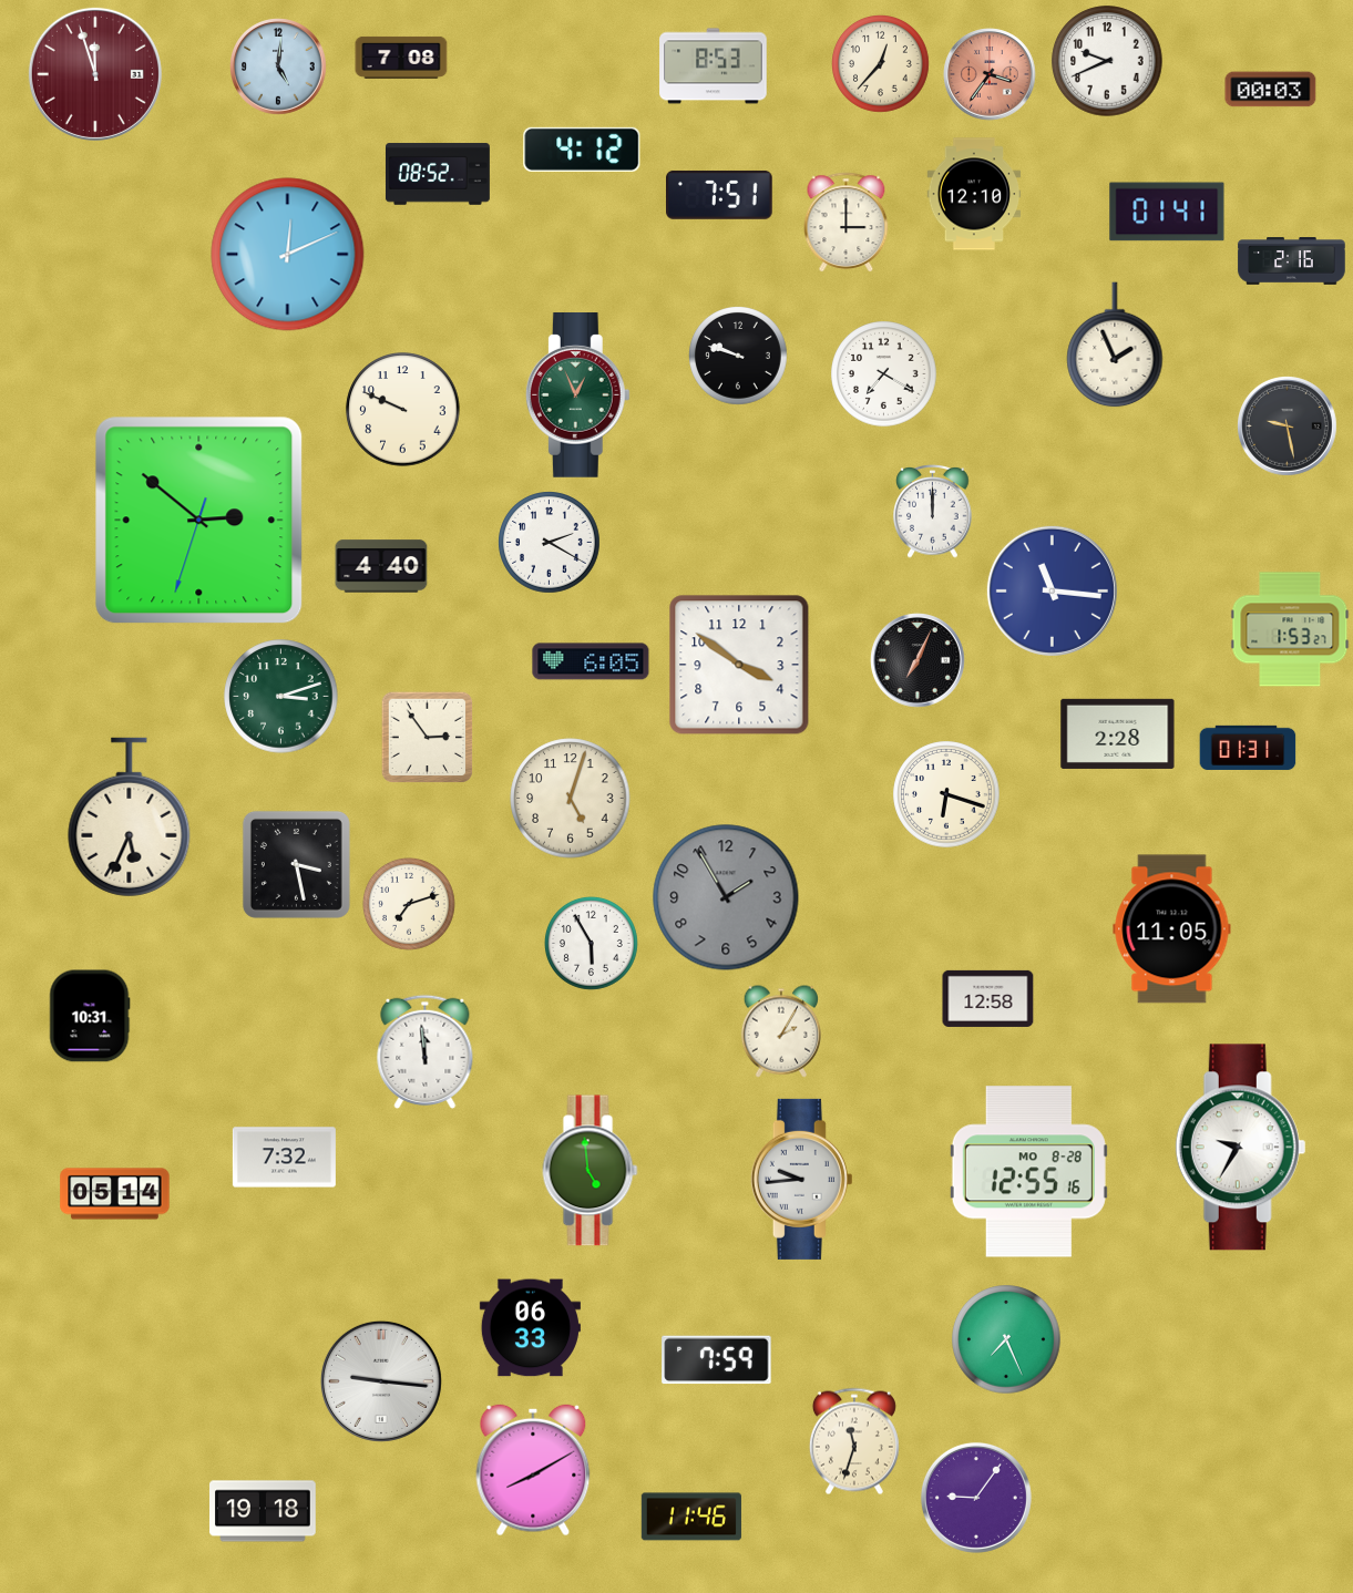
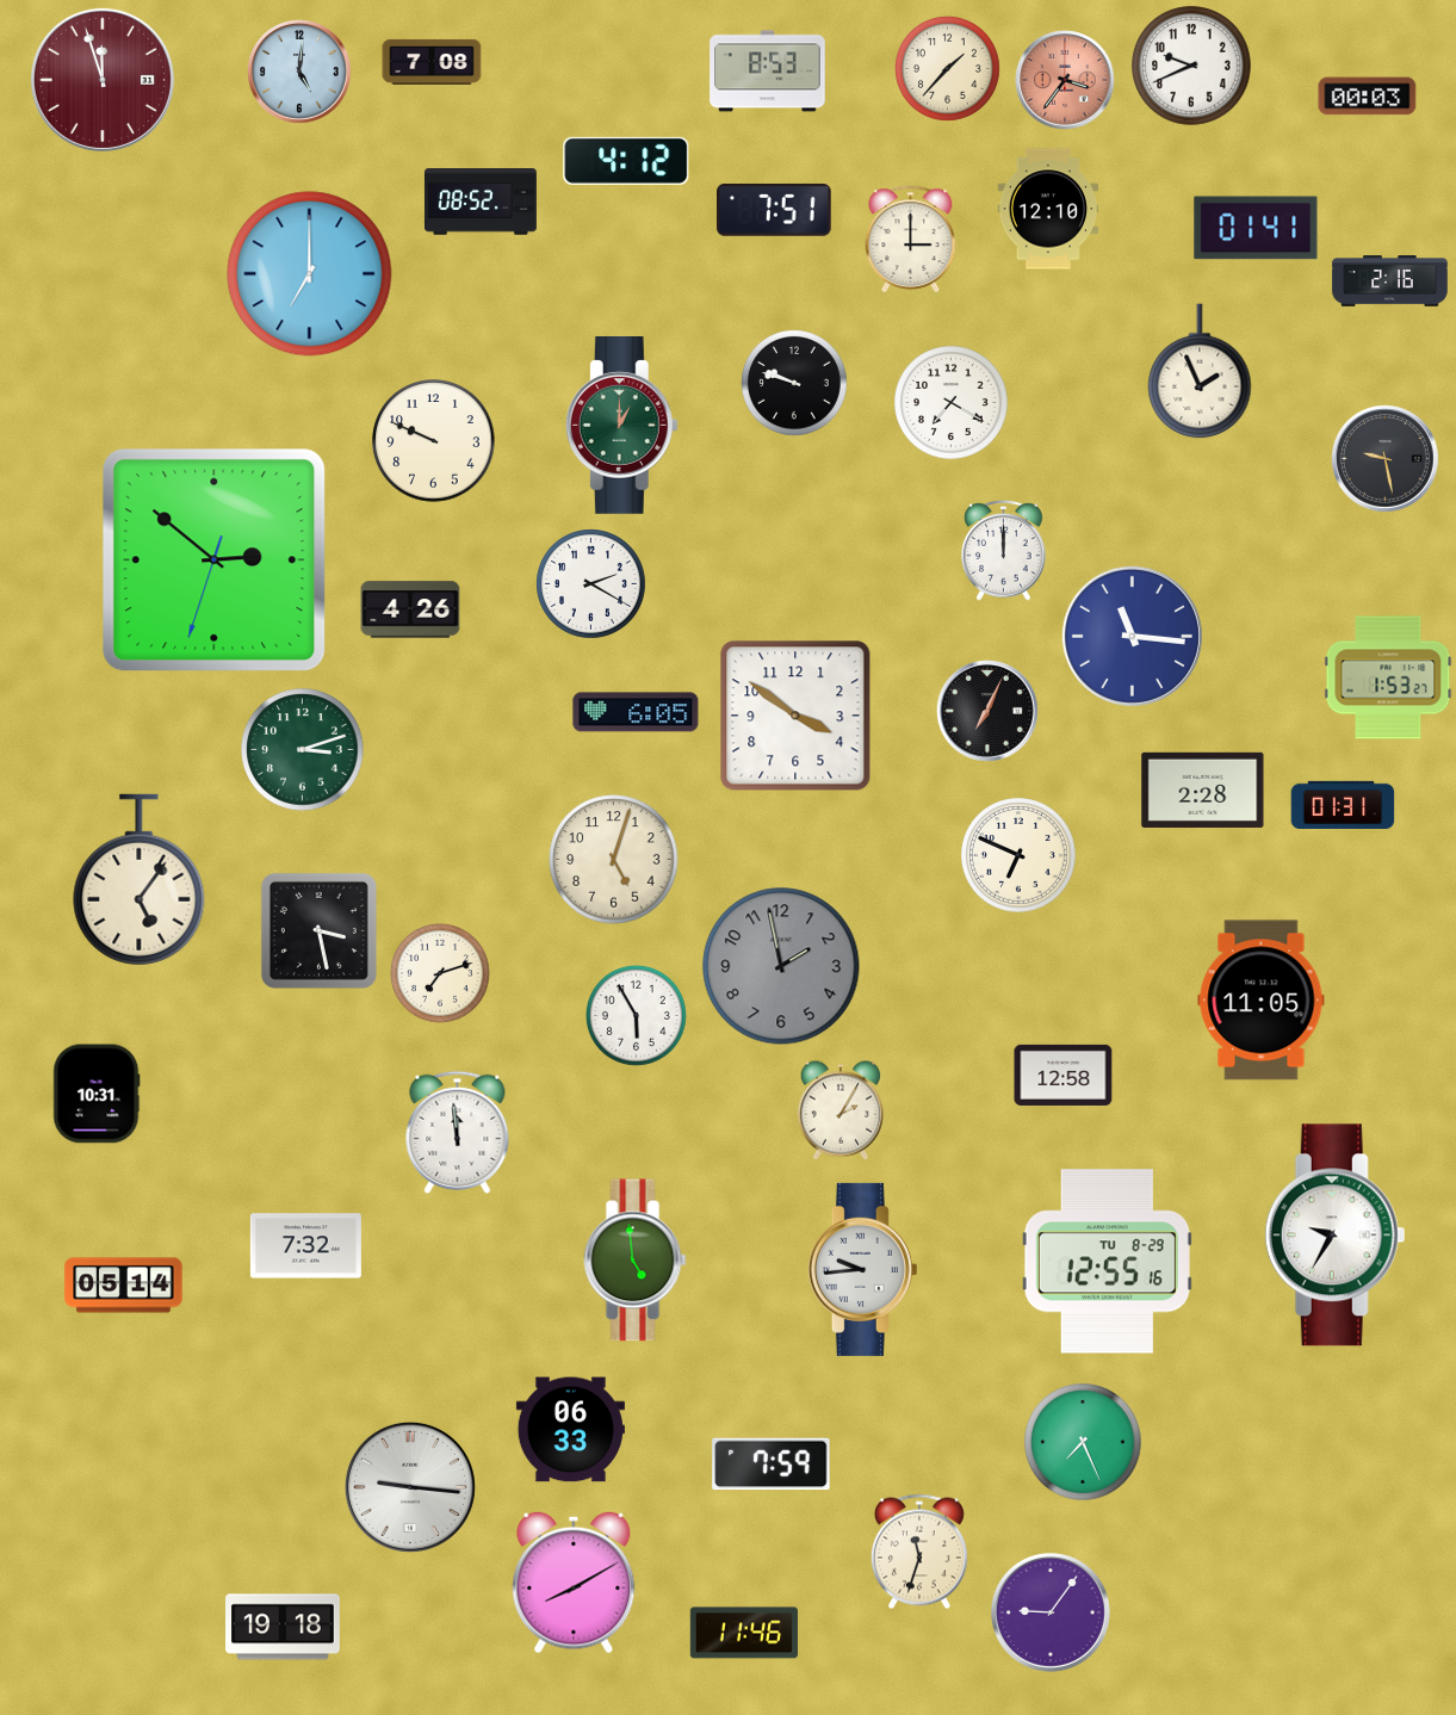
clock at (881, 64): 12:37 -> 1:37
clock at (438, 174) position: (438, 174) -> (481, 202)
clock at (288, 255): 12:11 -> 7:00
clock at (577, 395): 12:56 -> 1:00
clock at (381, 566): 4:40 -> 4:26
clock at (428, 738): 2:54 -> none
clock at (946, 794): 6:18 -> 6:49
clock at (130, 818): 5:34 -> 5:06
clock at (726, 897): 1:55 -> 1:58
clock at (1028, 1172) date: MO 8-28 -> TU 8-29
